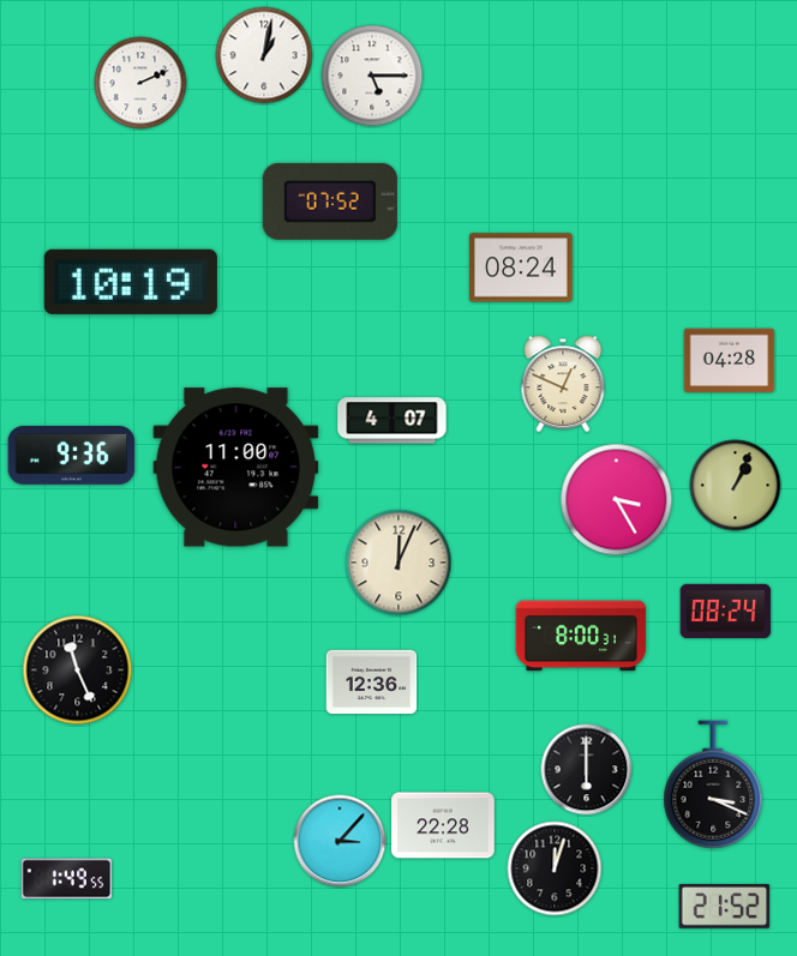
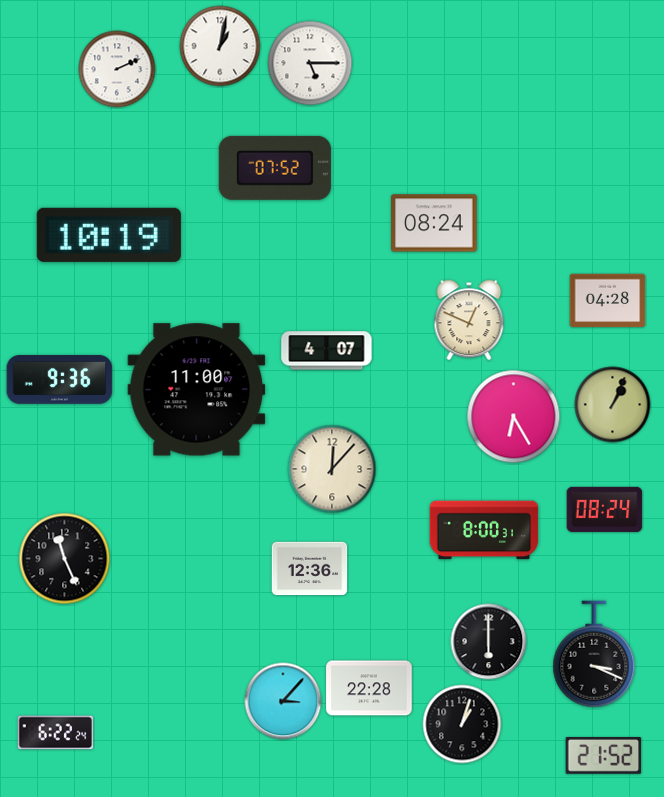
clock at (617, 500): 3:25 -> 6:25
clock at (398, 563): 12:04 -> 12:07
clock at (555, 868): 12:03 -> 1:03
clock at (67, 879): 1:49 -> 6:22
